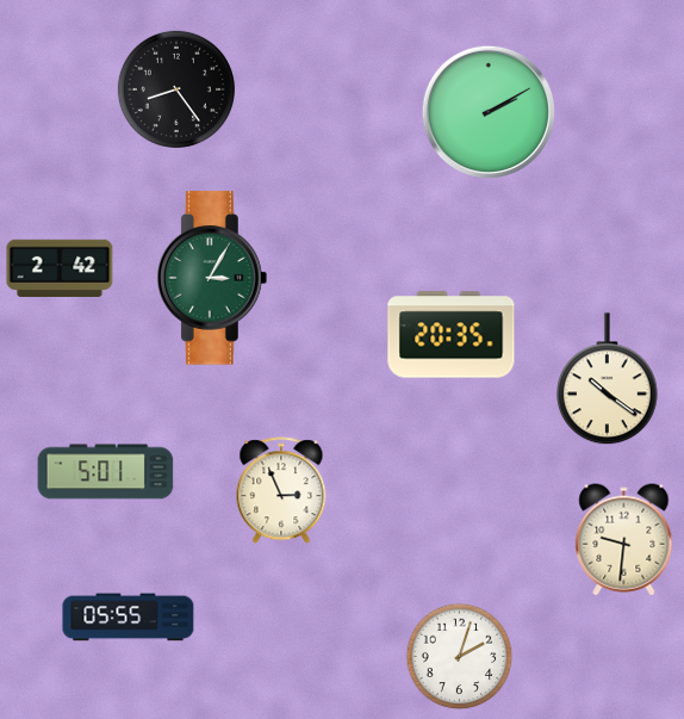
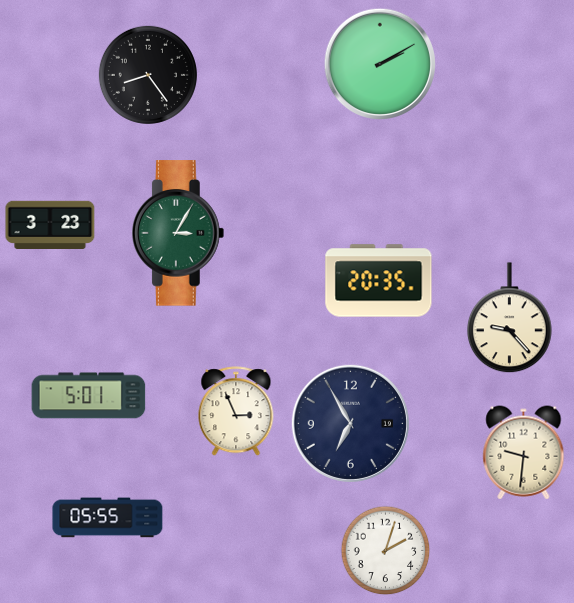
clock at (489, 112) position: (489, 112) -> (380, 64)
clock at (60, 267): 2:42 -> 3:23
clock at (608, 379): 10:21 -> 9:23
clock at (350, 423): none -> 6:55
